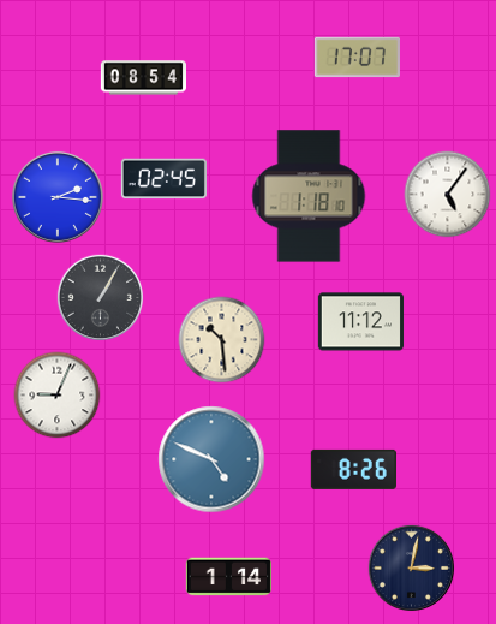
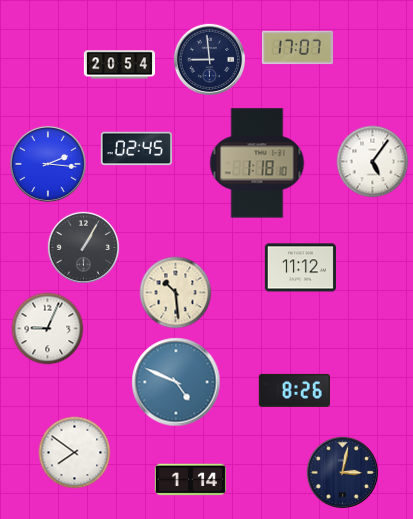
clock at (209, 59): none -> 8:59
clock at (143, 78): 08:54 -> 20:54
clock at (222, 340) position: (222, 340) -> (176, 293)
clock at (75, 453): none -> 7:51
